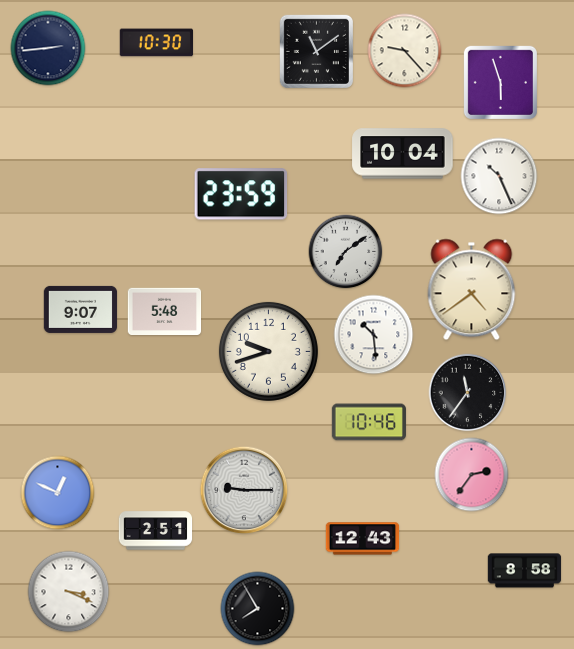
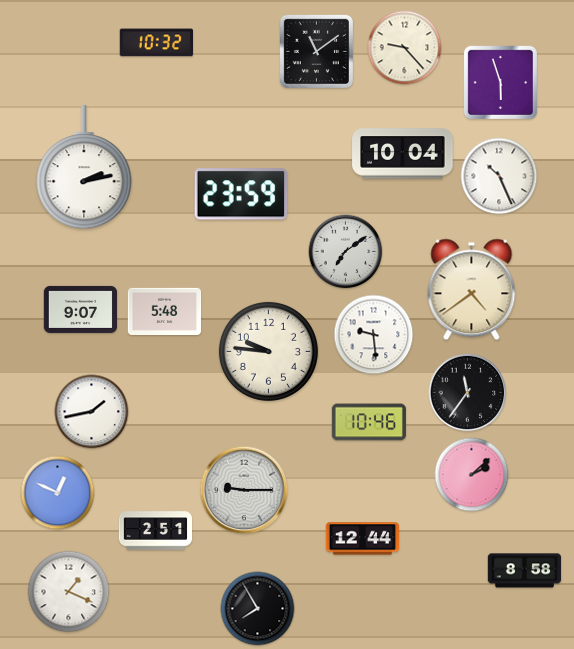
clock at (156, 43): 10:30 -> 10:32
clock at (48, 48): 2:44 -> none
clock at (405, 51) position: (405, 51) -> (405, 48)
clock at (84, 168): none -> 2:13
clock at (374, 335): 10:29 -> 9:29
clock at (268, 351): 9:42 -> 9:46
clock at (92, 412): none -> 1:43
clock at (472, 475): 2:36 -> 2:08
clock at (363, 539): 12:43 -> 12:44
clock at (69, 592): 3:19 -> 1:19
